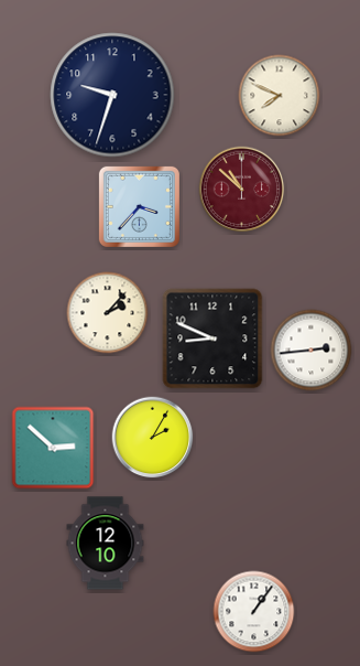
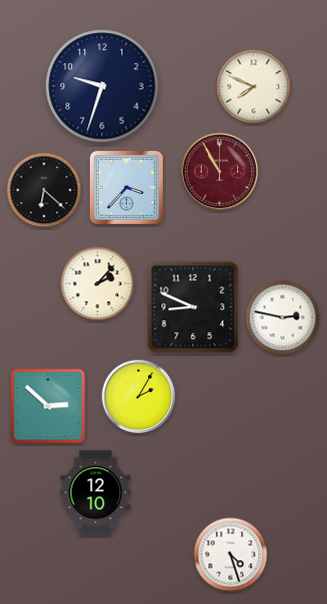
clock at (242, 190): 10:52 -> 10:55
clock at (44, 190): none -> 6:22
clock at (312, 351): 2:44 -> 2:47
clock at (254, 612): 1:06 -> 4:27
